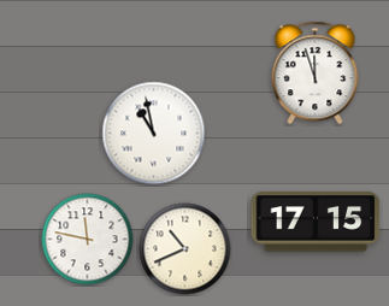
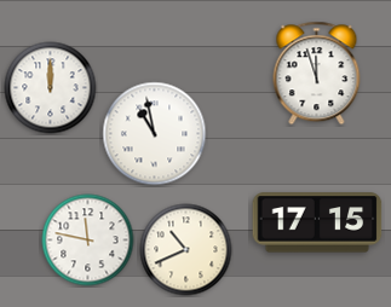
clock at (51, 88): none -> 12:00
